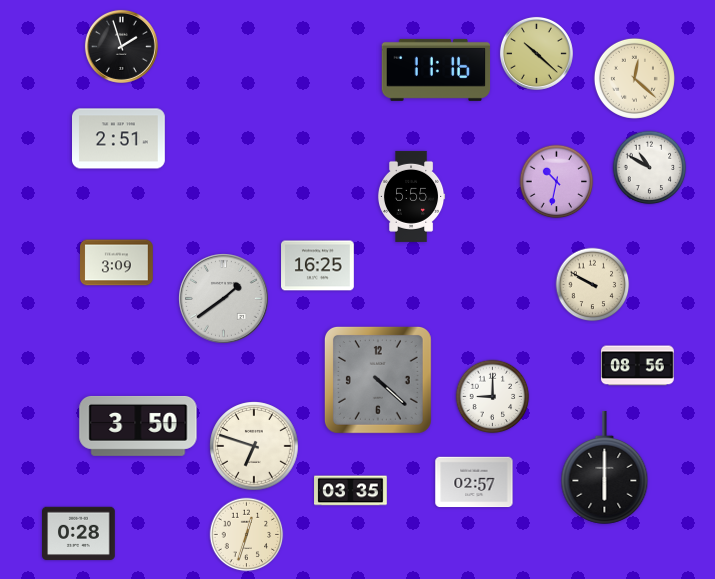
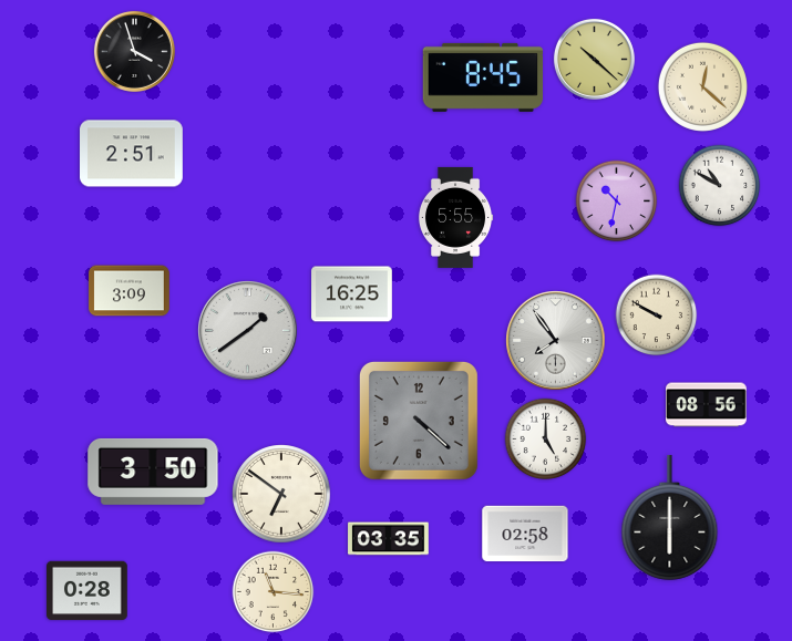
clock at (121, 46): 1:57 -> 3:57
clock at (436, 70): 11:16 -> 8:45
clock at (556, 341): none -> 7:54
clock at (493, 397): 9:00 -> 5:00
clock at (254, 446): 6:48 -> 6:51
clock at (474, 482): 02:57 -> 02:58
clock at (351, 491) position: (351, 491) -> (389, 539)
clock at (247, 535): 12:33 -> 11:16
